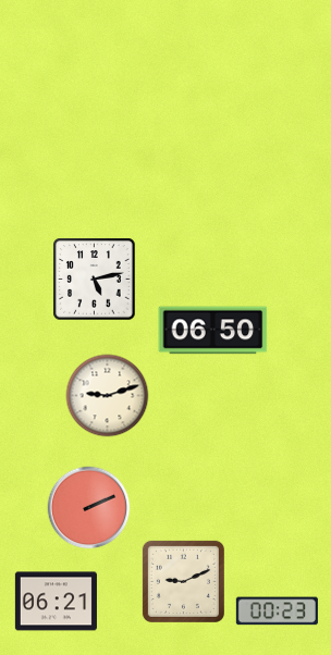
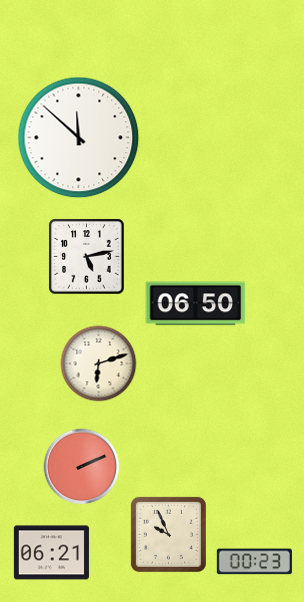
clock at (79, 138): none -> 11:52
clock at (108, 396): 9:12 -> 6:12
clock at (183, 581): 9:11 -> 9:56
